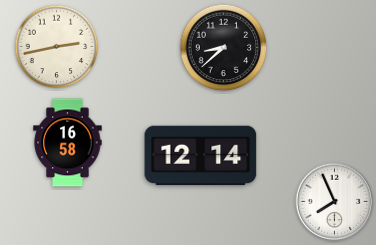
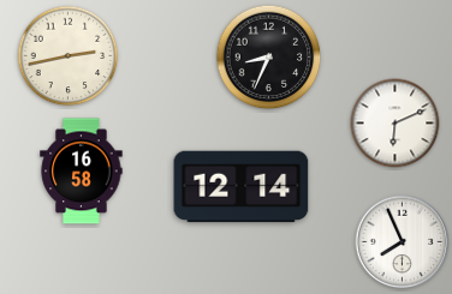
clock at (224, 48): 8:38 -> 8:34
clock at (395, 124): none -> 6:11
